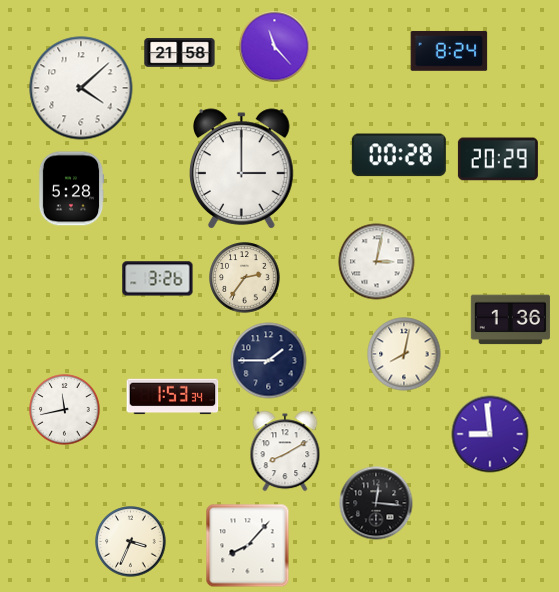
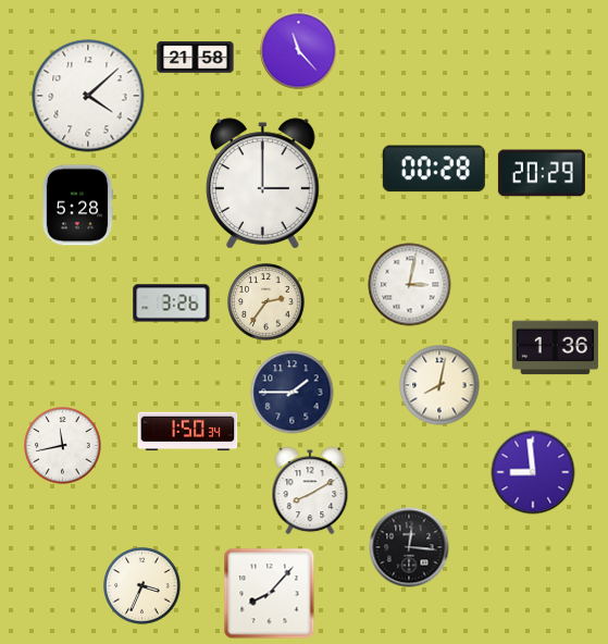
clock at (449, 51): 8:24 -> none
clock at (173, 397): 1:53 -> 1:50
clock at (65, 410) position: (65, 410) -> (63, 446)
clock at (131, 542) position: (131, 542) -> (142, 586)
